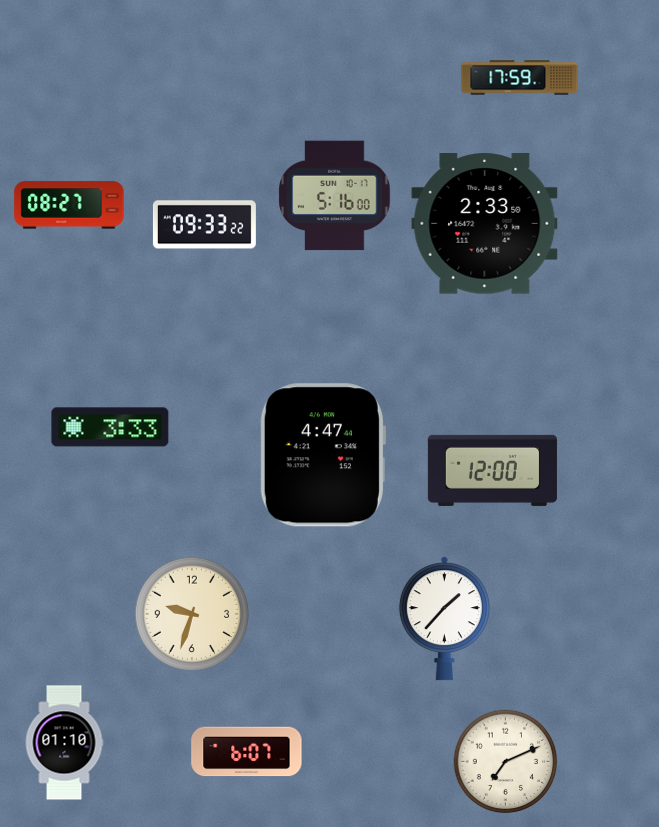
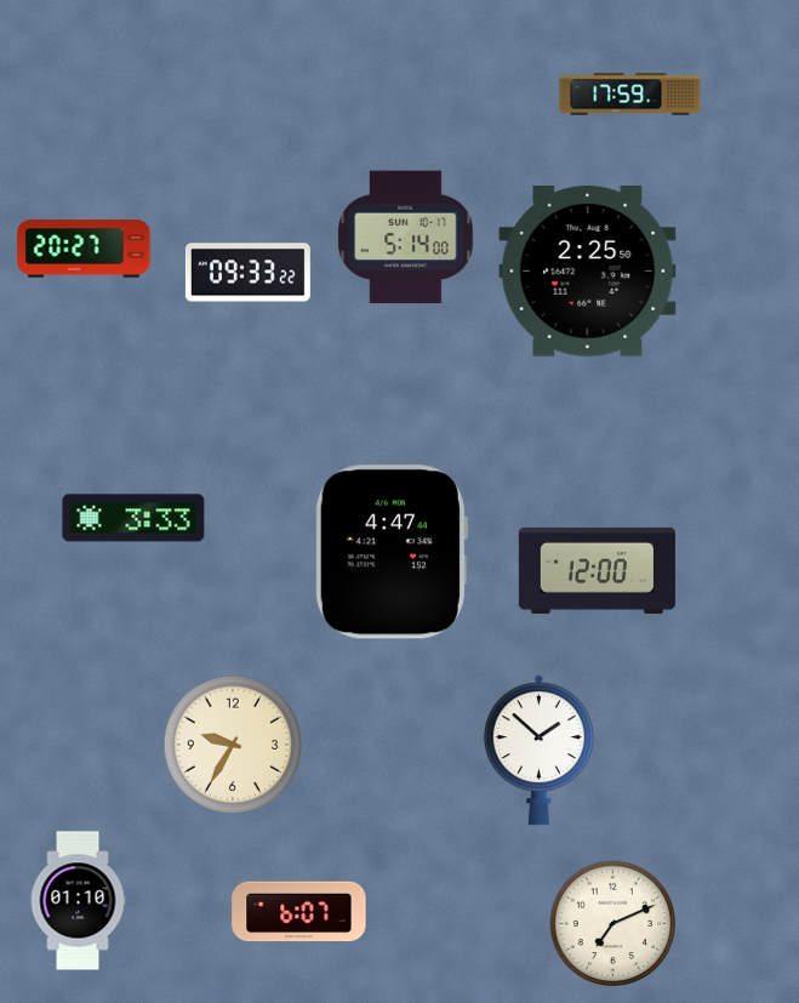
clock at (335, 196): 5:16 -> 5:14
clock at (69, 205): 08:27 -> 20:27
clock at (485, 224): 2:33 -> 2:25
clock at (191, 613): 9:33 -> 9:35
clock at (444, 619): 1:37 -> 1:52
